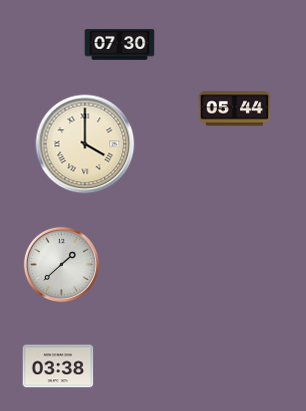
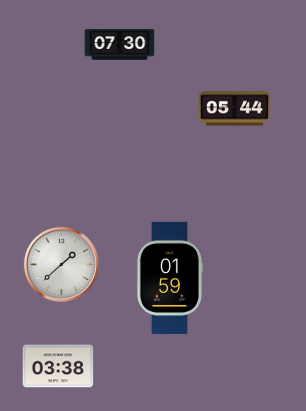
clock at (85, 144): 4:00 -> none
clock at (169, 277): none -> 01:59
